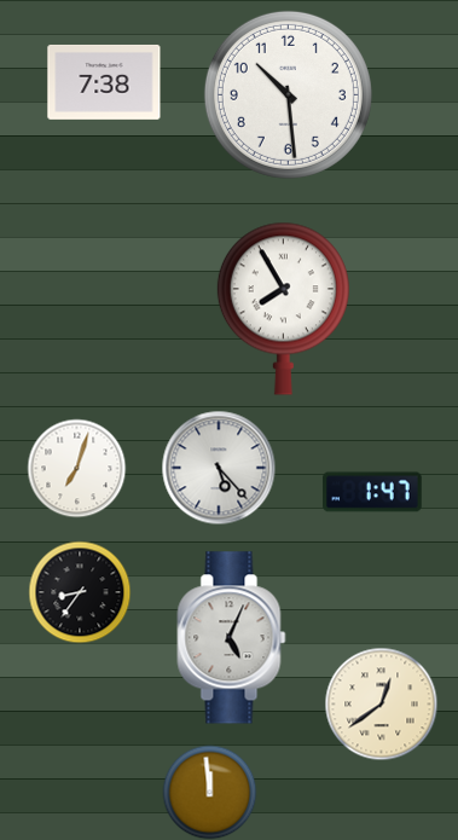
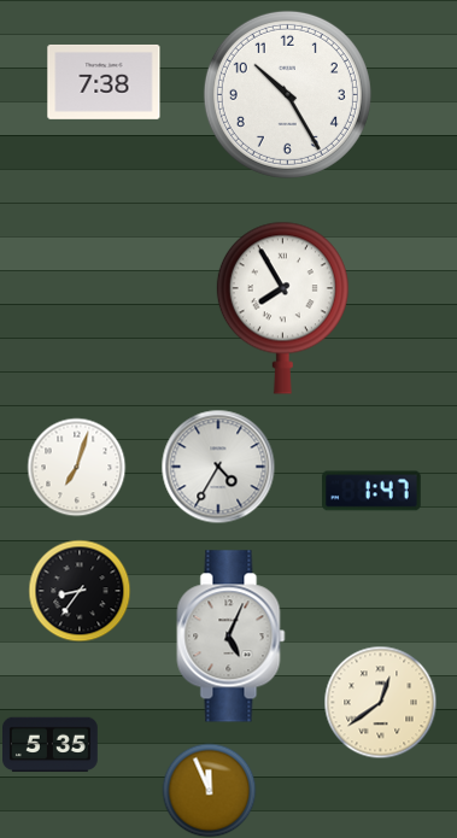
clock at (288, 94): 10:29 -> 10:25
clock at (219, 468): 5:23 -> 4:35
clock at (51, 745): none -> 5:35
clock at (209, 792): 11:59 -> 11:56
